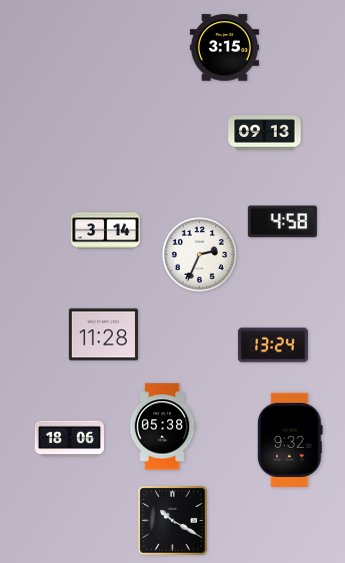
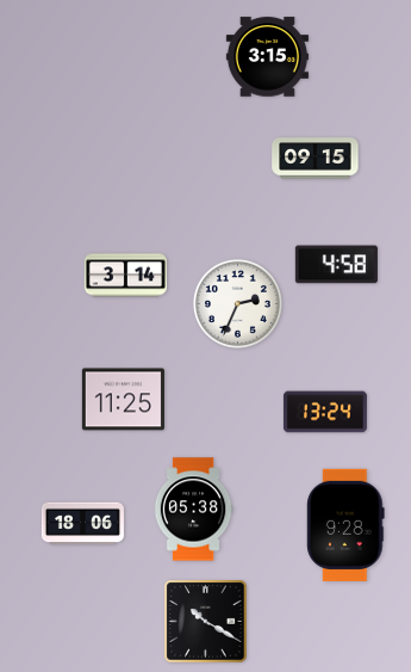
clock at (265, 133): 09:13 -> 09:15
clock at (103, 335): 11:28 -> 11:25
clock at (290, 440): 9:32 -> 9:28
